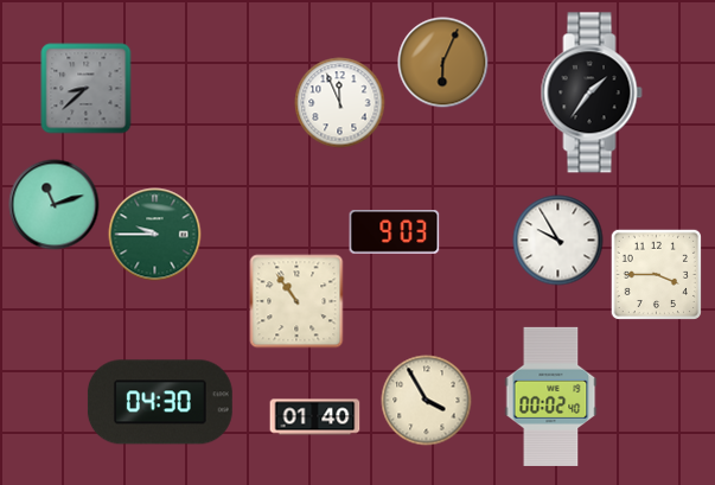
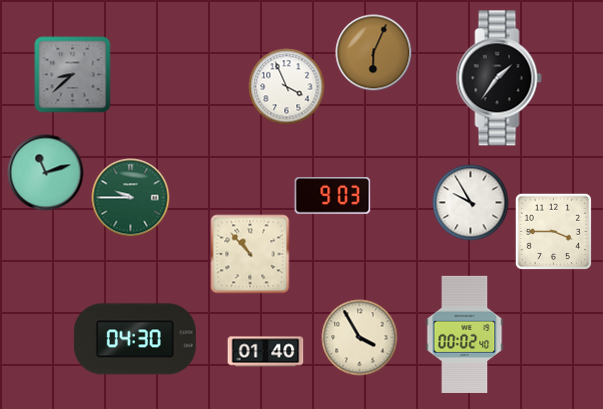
clock at (340, 103): 11:56 -> 3:56
clock at (296, 301): 10:54 -> 10:53
